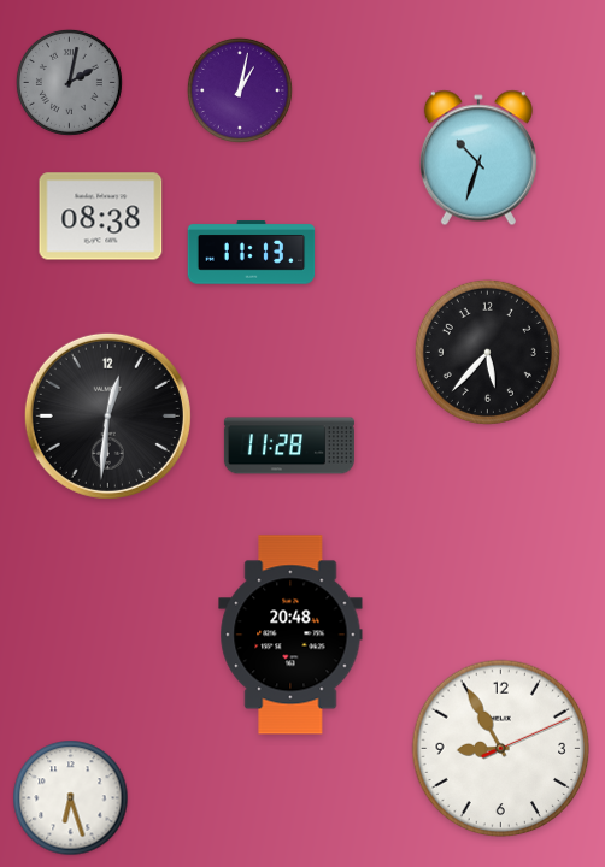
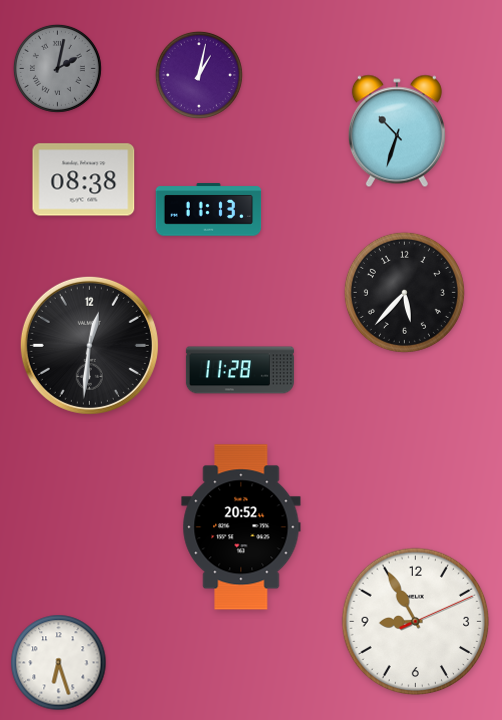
clock at (290, 635): 20:48 -> 20:52
